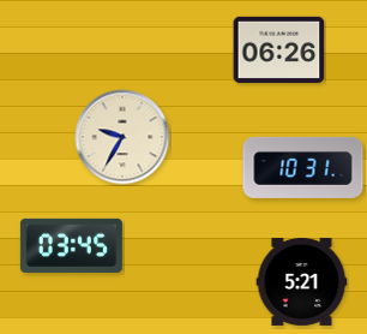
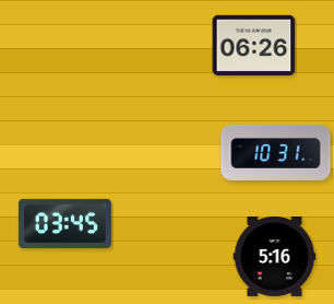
clock at (122, 137): 9:35 -> none
clock at (302, 281): 5:21 -> 5:16
